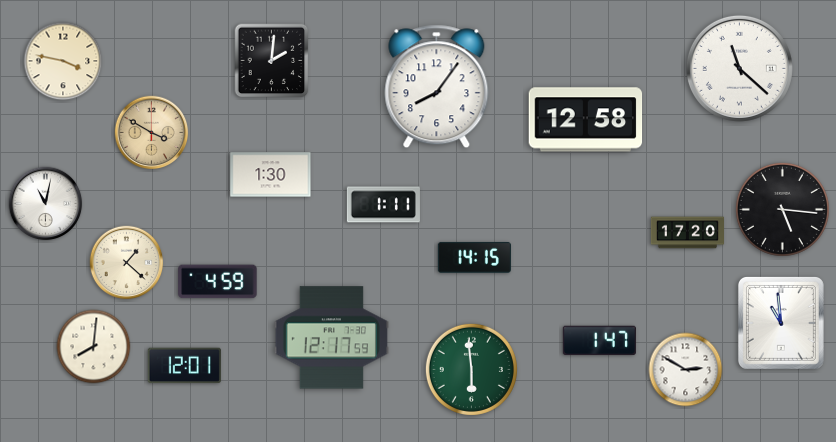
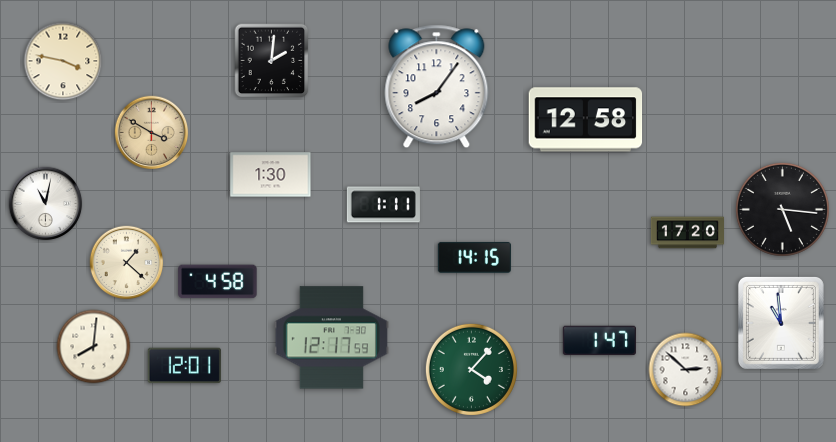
clock at (739, 68): 11:22 -> none
clock at (218, 282): 4:59 -> 4:58
clock at (471, 369): 5:59 -> 4:07
clock at (686, 370): 2:50 -> 2:52
